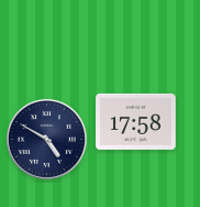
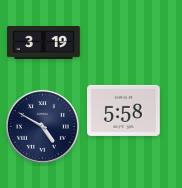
clock at (44, 43): none -> 3:19
clock at (136, 121): 17:58 -> 5:58
